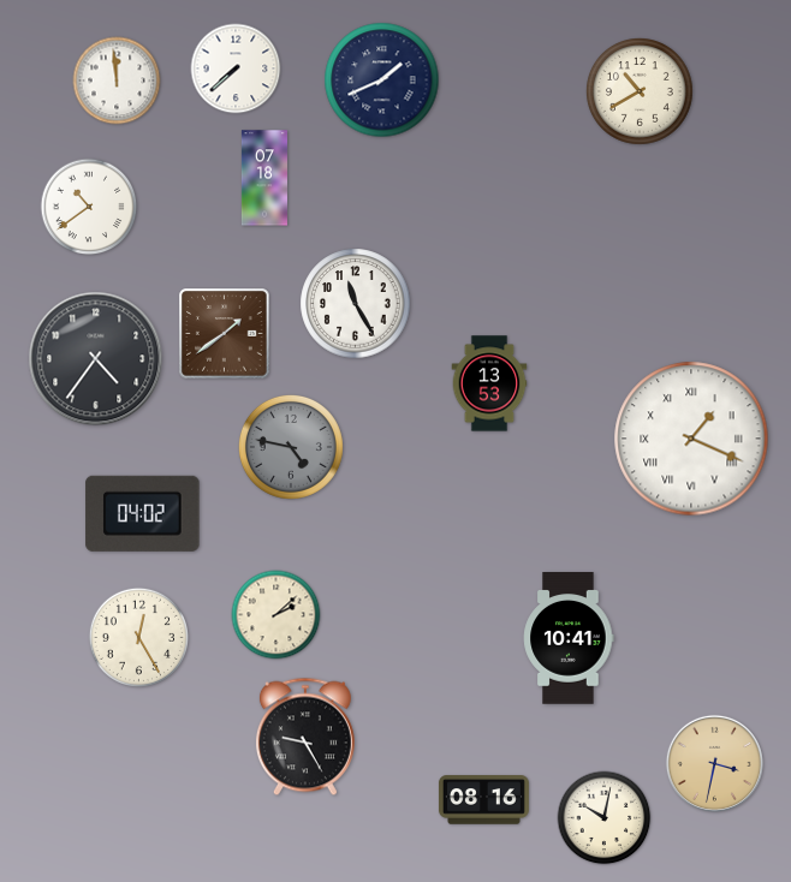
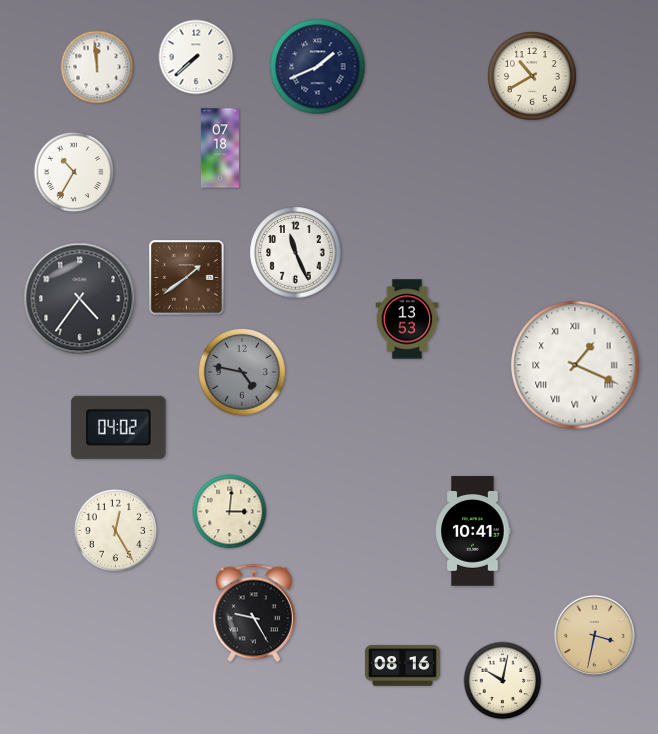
clock at (89, 207): 10:39 -> 10:35
clock at (356, 304): 11:25 -> 11:26
clock at (276, 615): 2:08 -> 3:01
